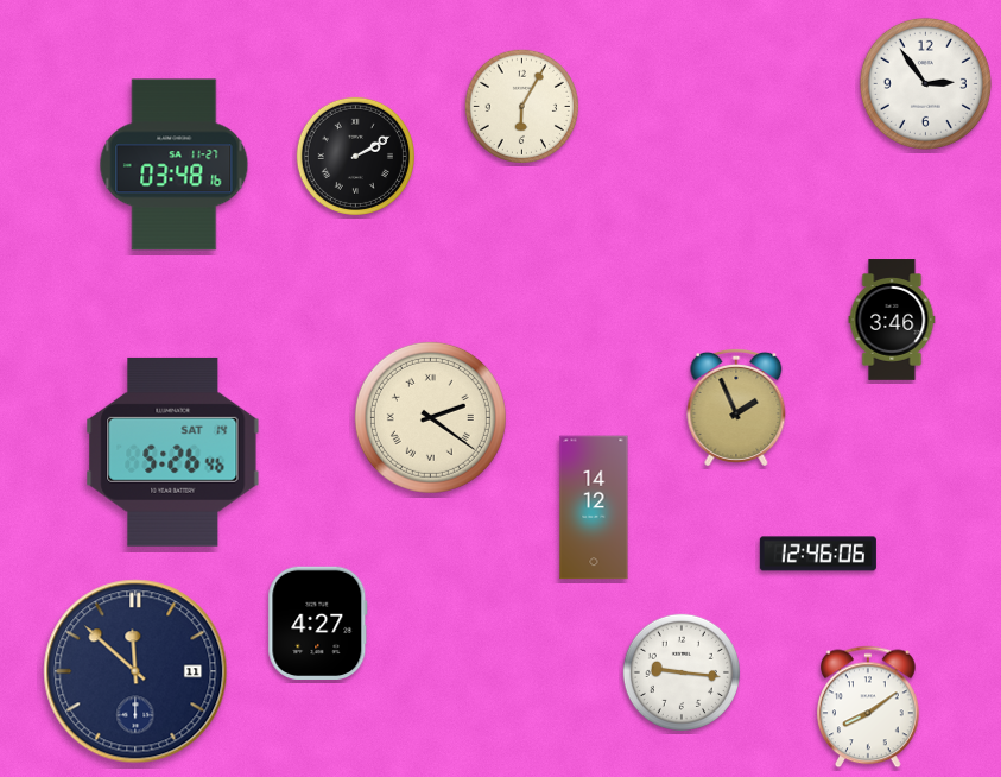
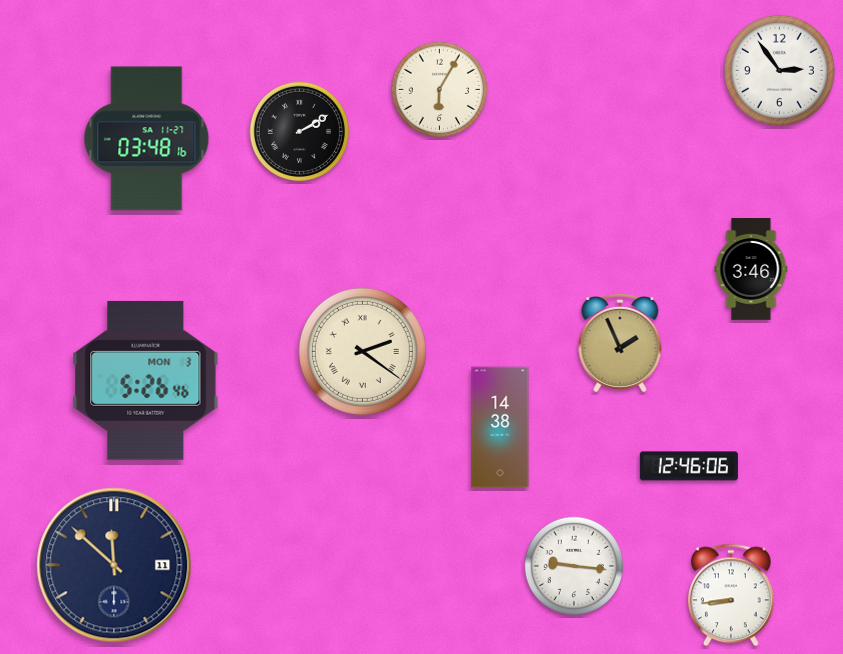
clock at (173, 451) date: SAT 14 -> MON 3
clock at (594, 507): 14:12 -> 14:38
clock at (318, 623): 4:27 -> none
clock at (869, 707): 8:09 -> 8:44
